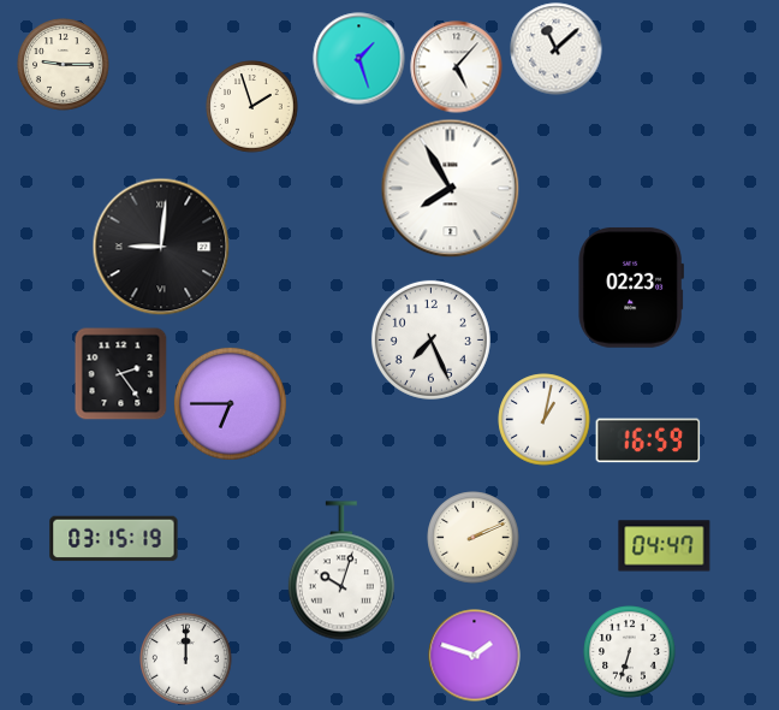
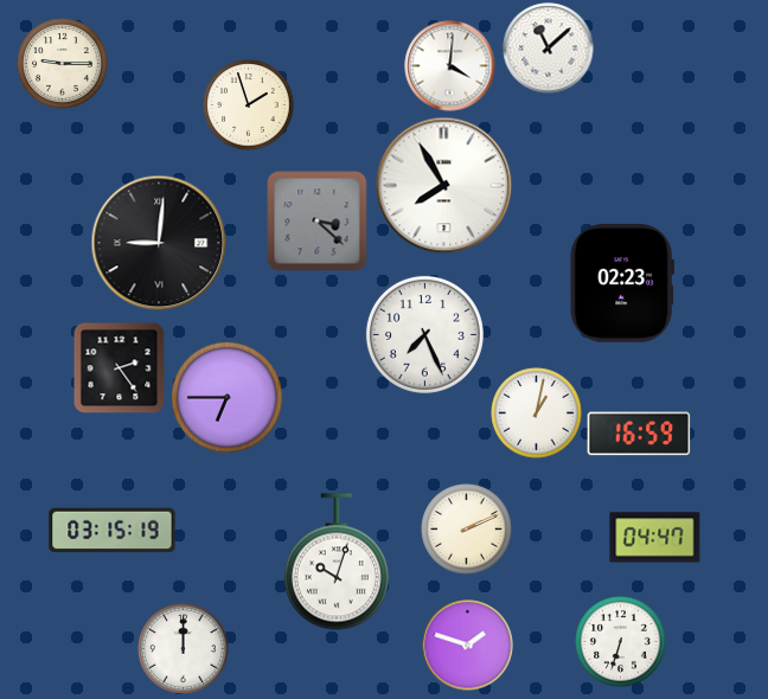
clock at (359, 59): 1:27 -> none
clock at (457, 67): 5:07 -> 4:01
clock at (318, 222): none -> 3:22
